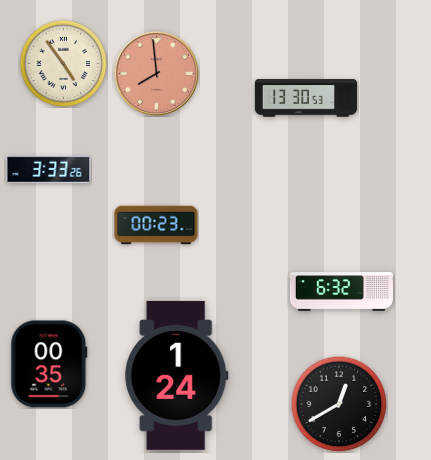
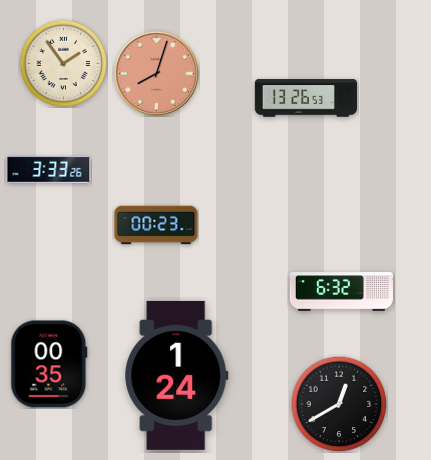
clock at (63, 63): 4:54 -> 1:54
clock at (156, 73): 7:59 -> 8:03
clock at (306, 98): 13:30 -> 13:26
